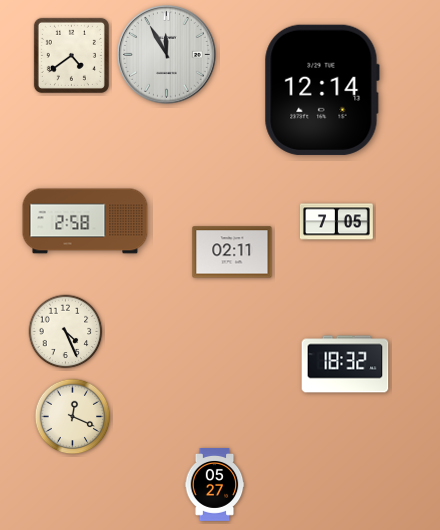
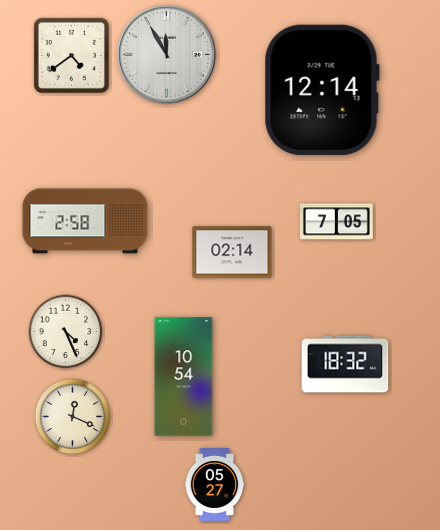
clock at (232, 252): 02:11 -> 02:14
clock at (184, 377): none -> 10:54
